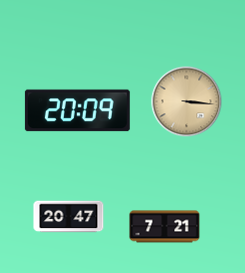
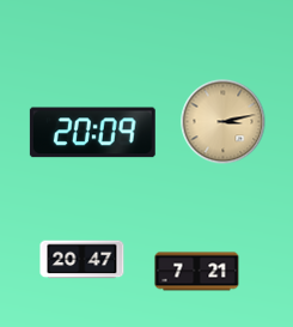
clock at (187, 102): 3:16 -> 3:13
